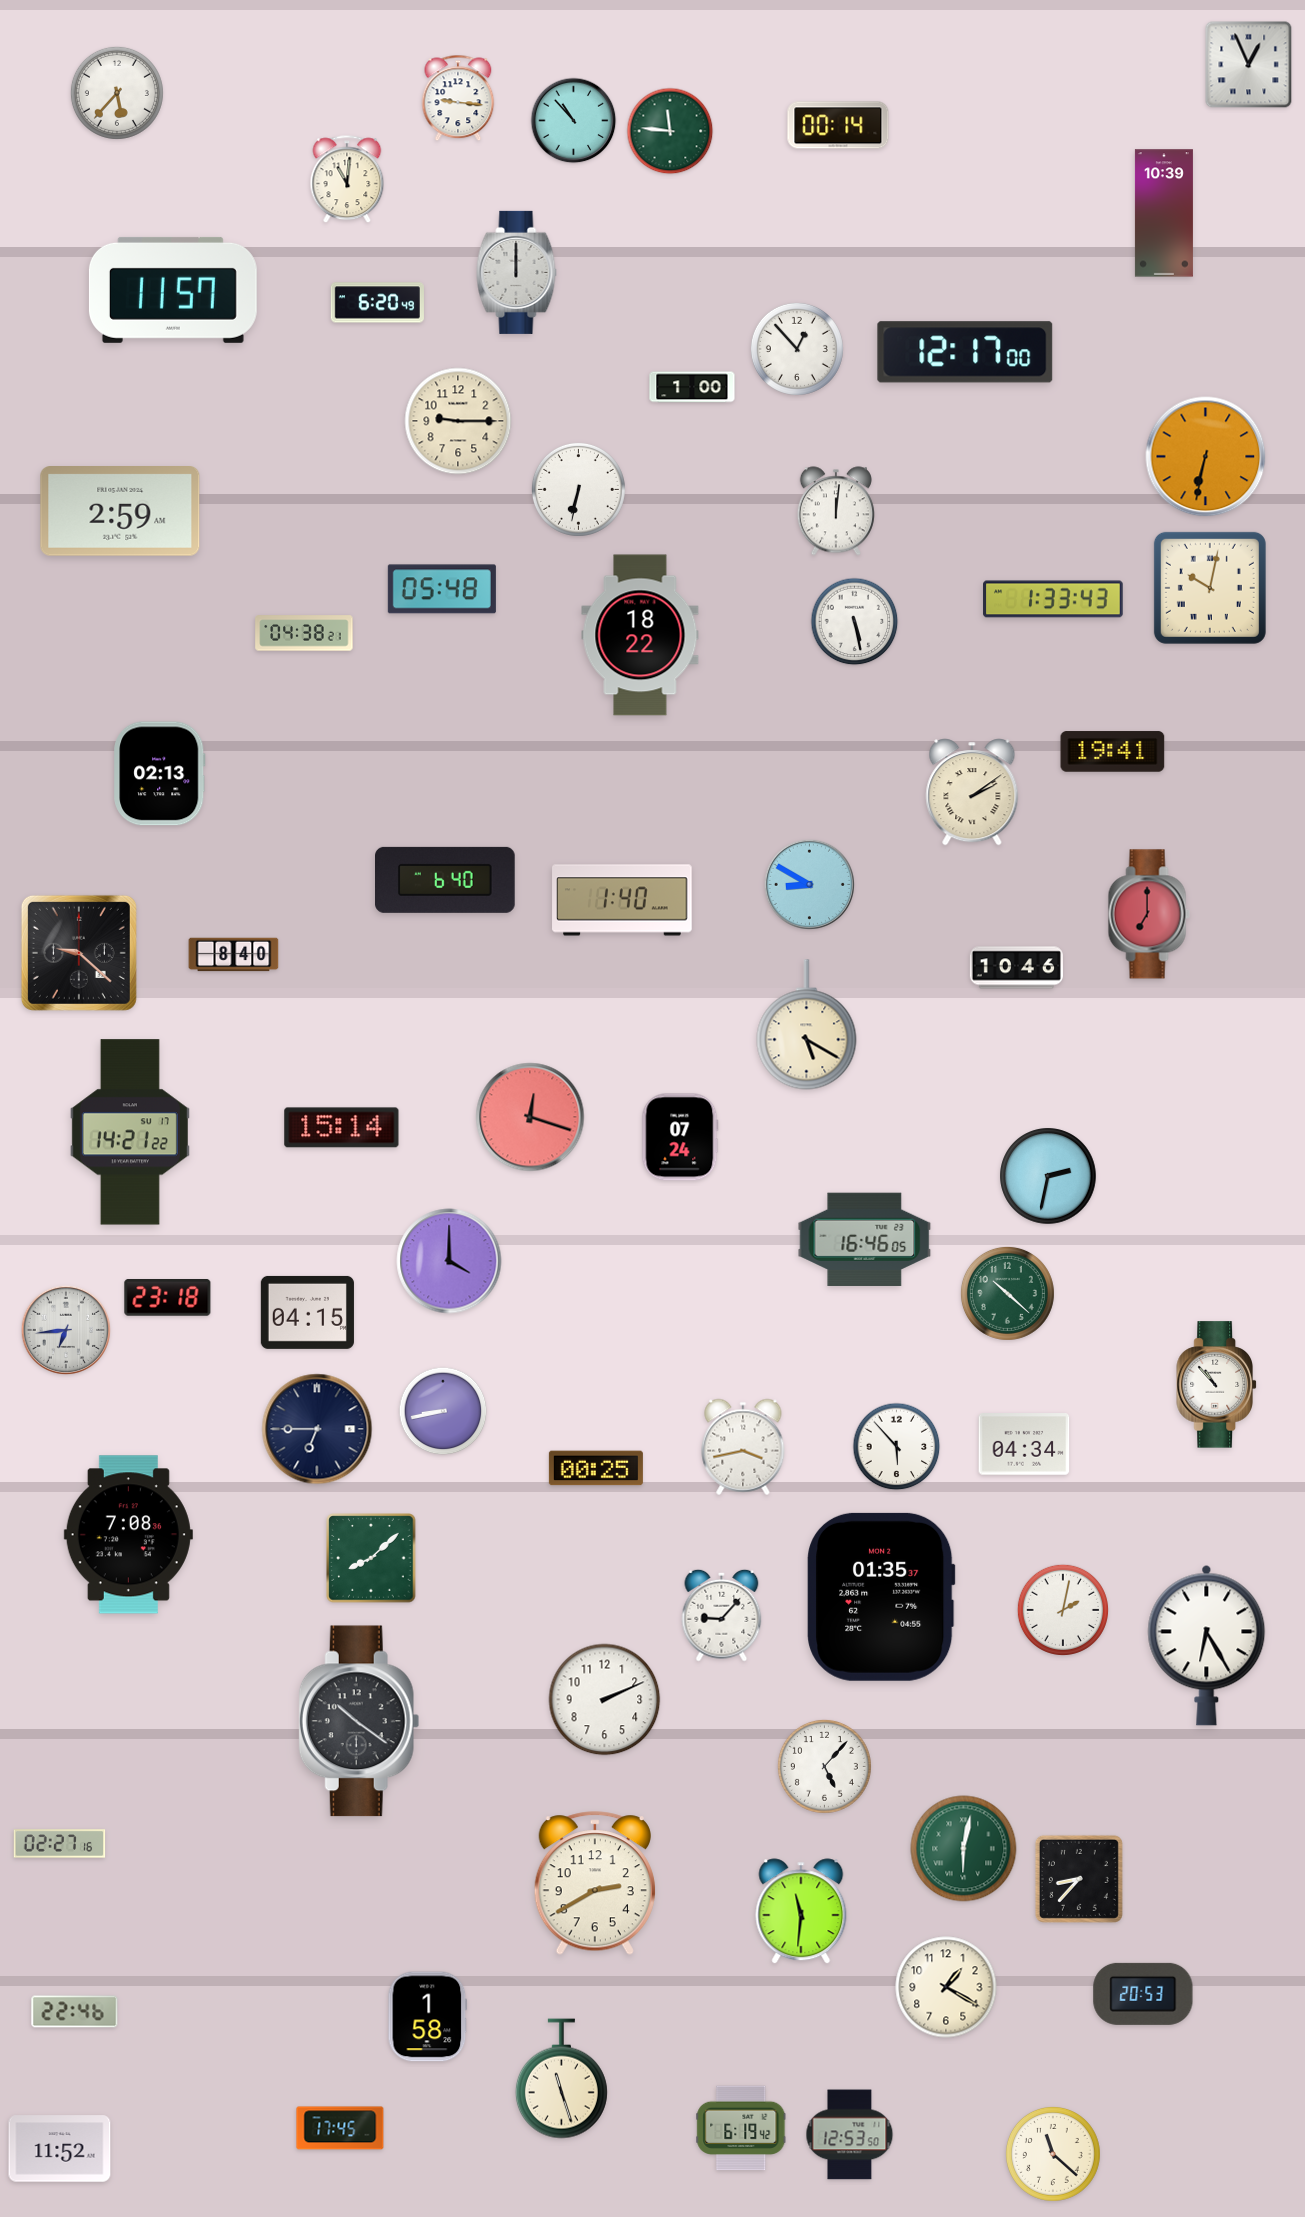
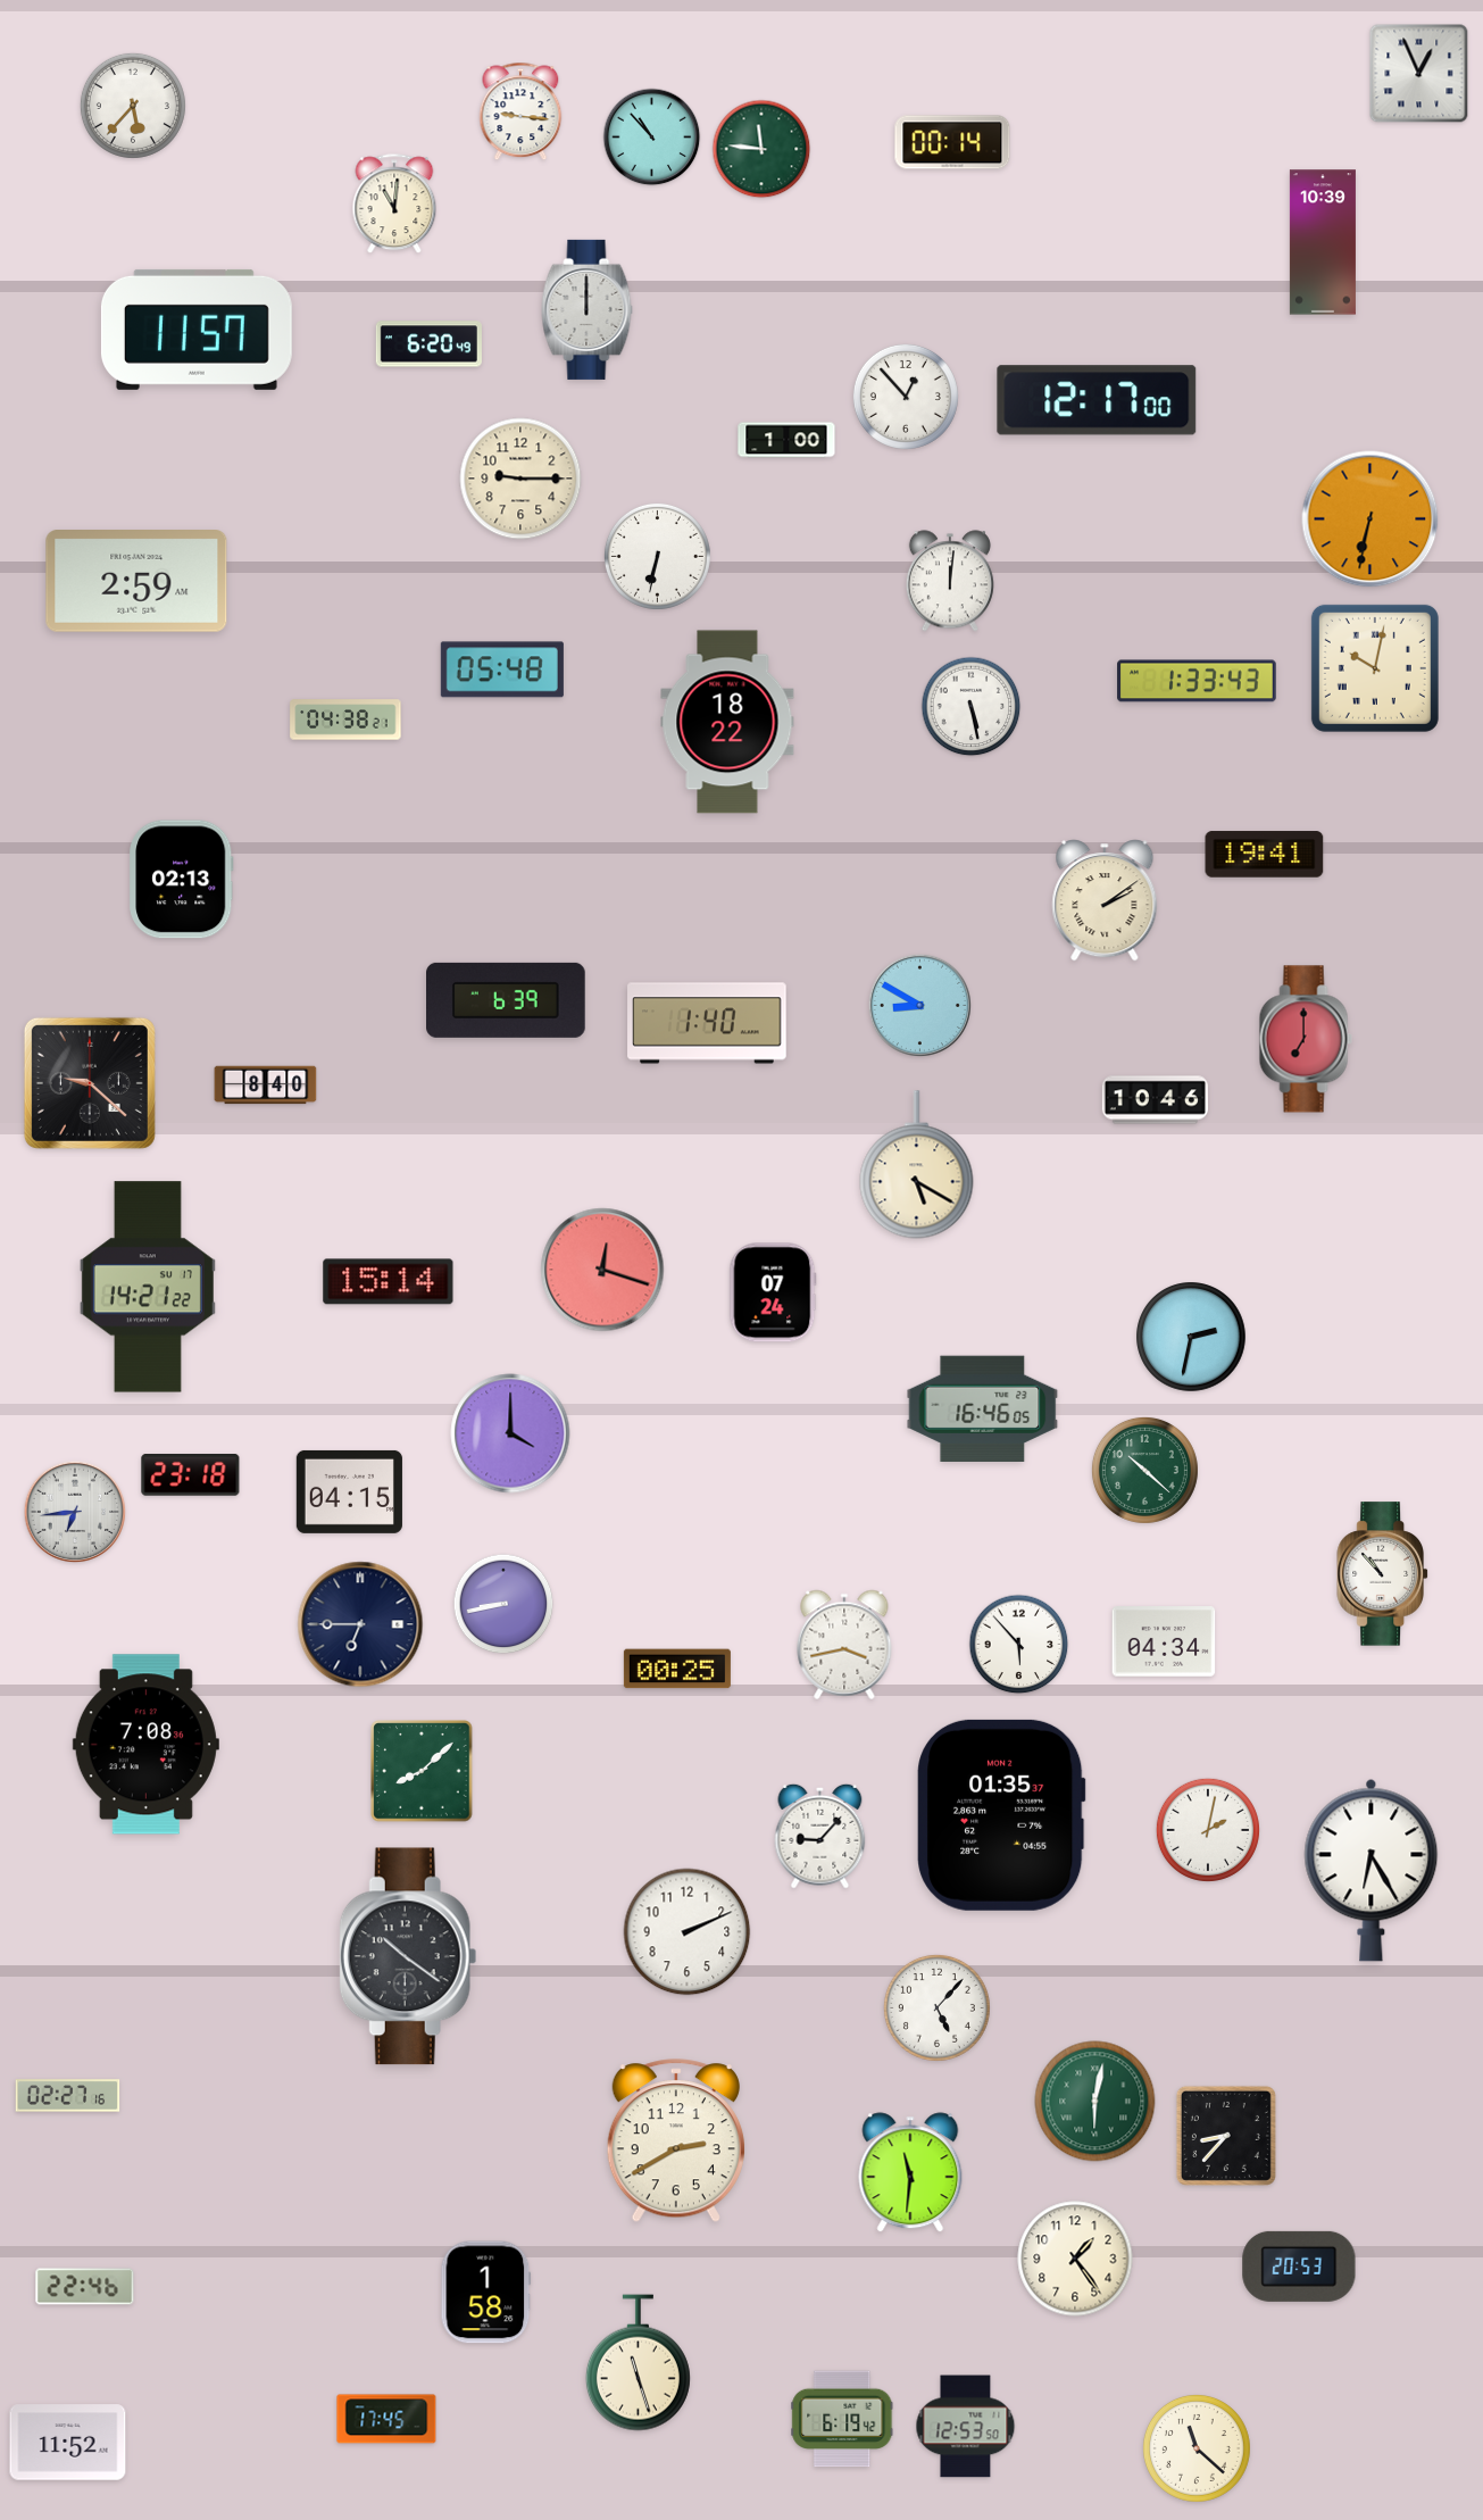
clock at (446, 880): 6:40 -> 6:39
clock at (946, 1987): 1:20 -> 1:24
